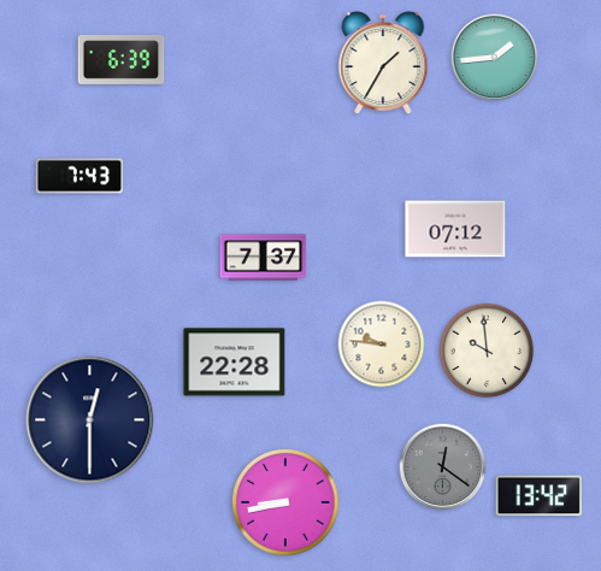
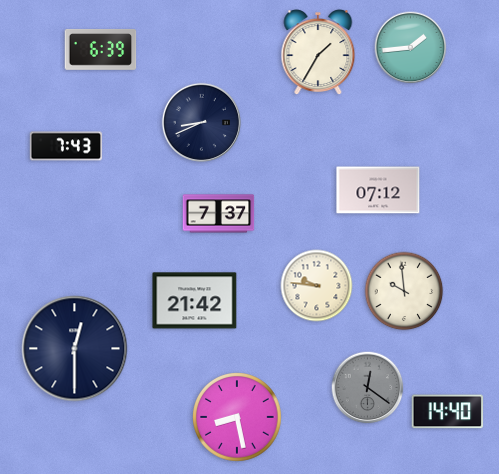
clock at (201, 122): none -> 8:41
clock at (235, 363): 22:28 -> 21:42
clock at (540, 496): 13:42 -> 14:40
clock at (287, 504): 8:43 -> 8:28
